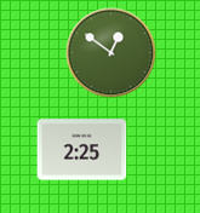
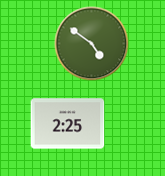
clock at (112, 53): 12:51 -> 4:51
